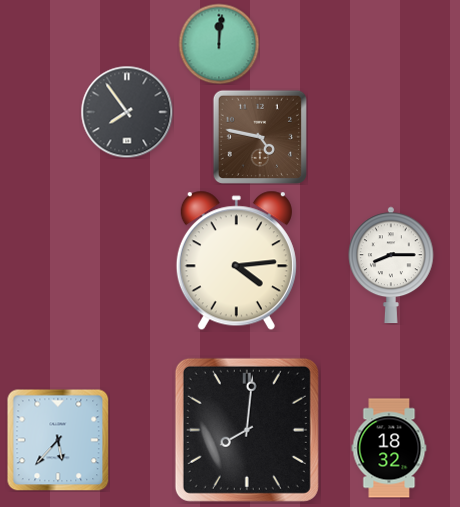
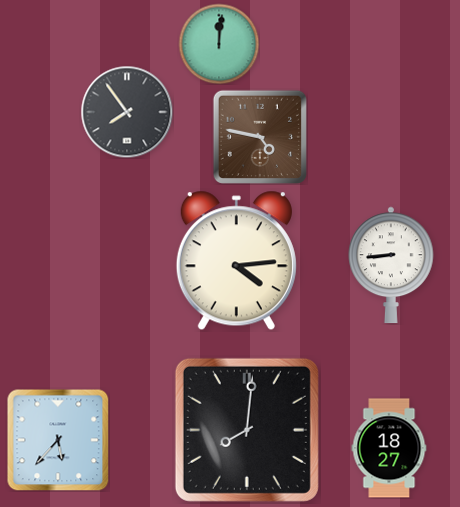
clock at (392, 265): 8:15 -> 8:44
clock at (389, 448): 18:32 -> 18:27
